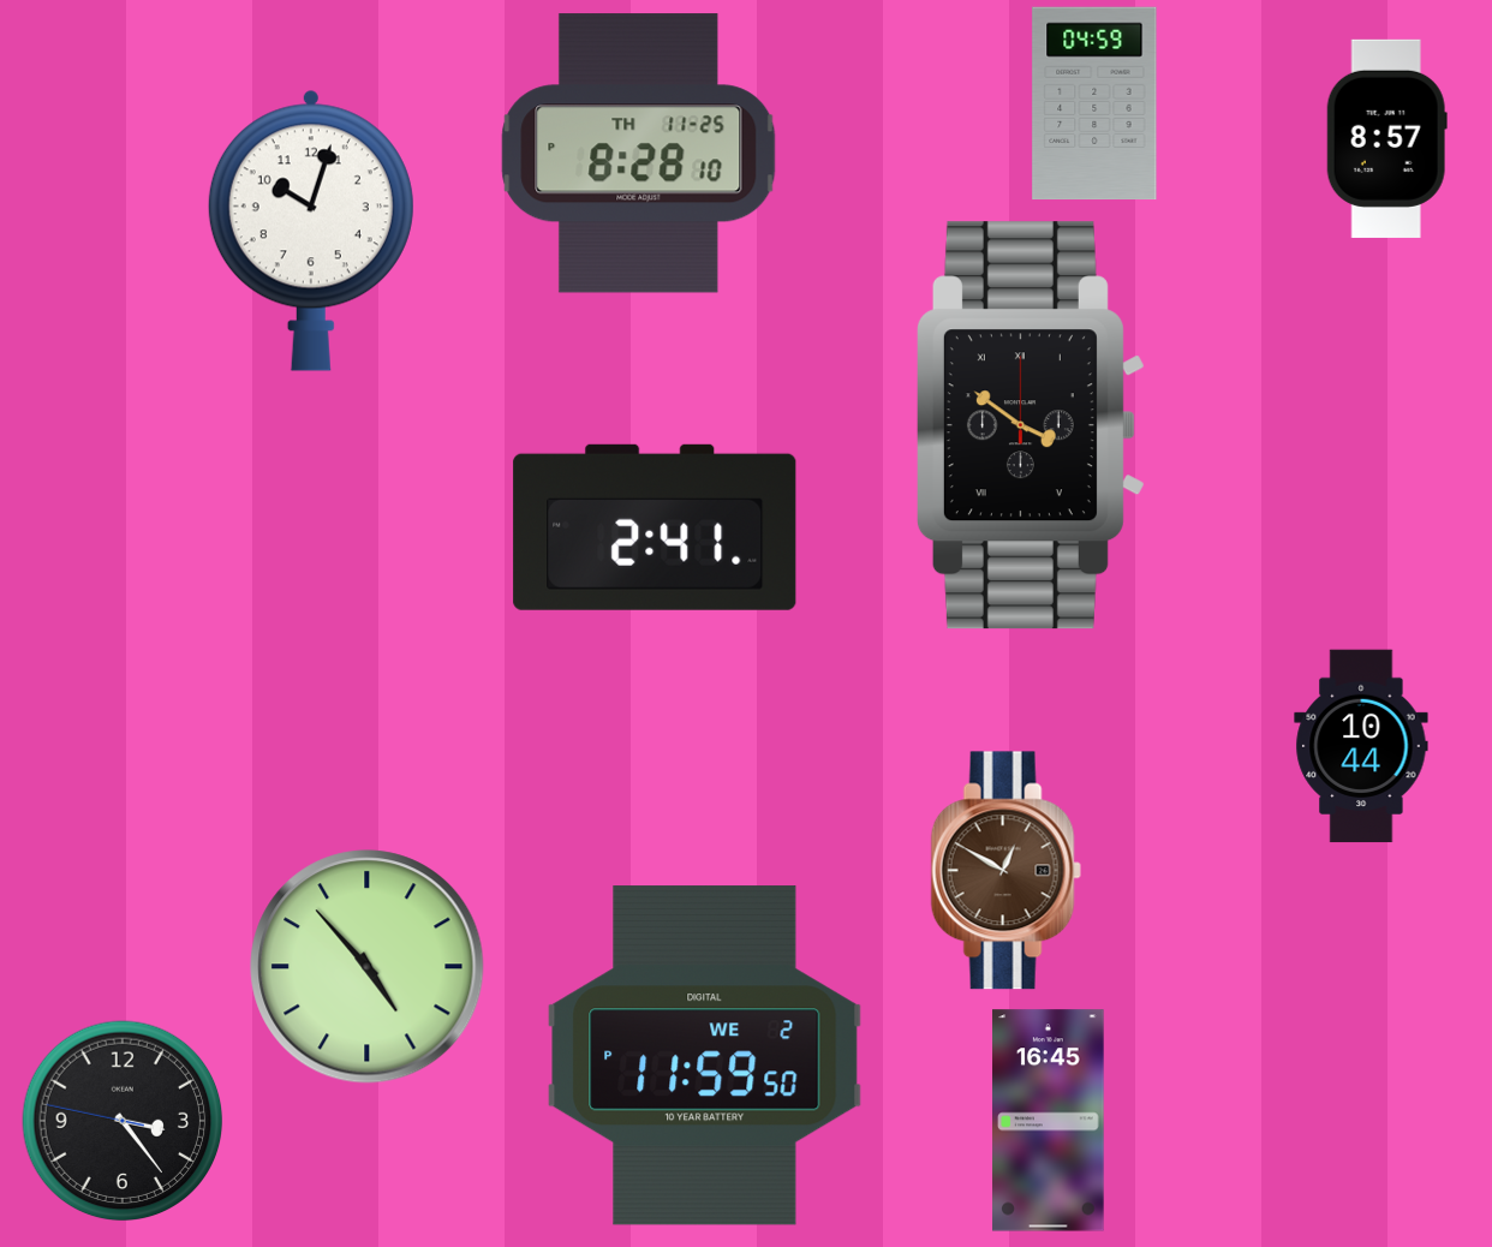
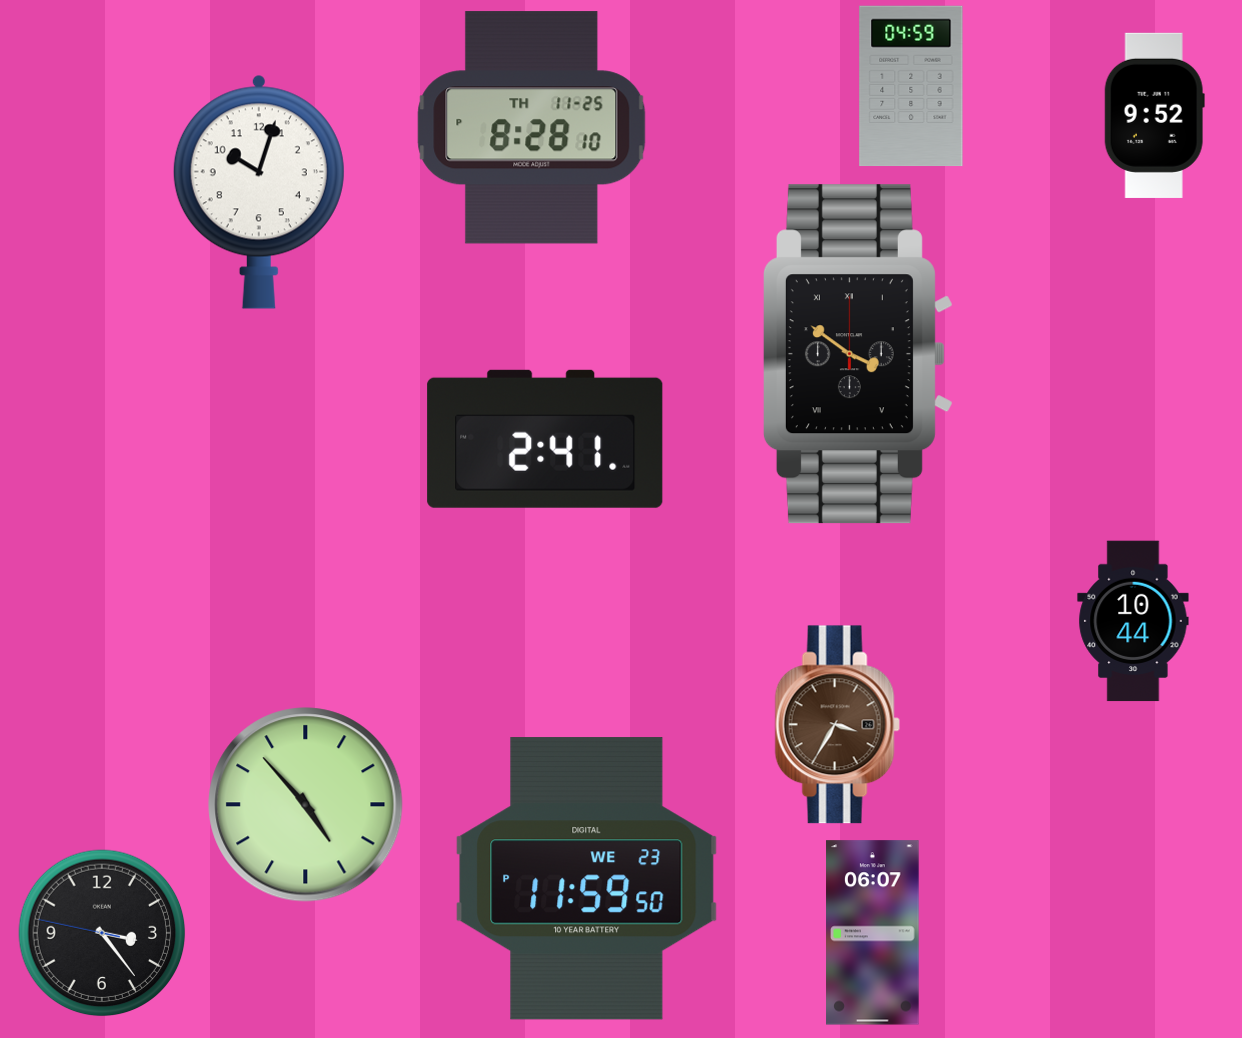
clock at (1386, 138): 8:57 -> 9:52
clock at (1005, 871): 12:50 -> 3:35
clock at (705, 1056) date: WE 2 -> WE 23
clock at (1049, 1121): 16:45 -> 06:07
